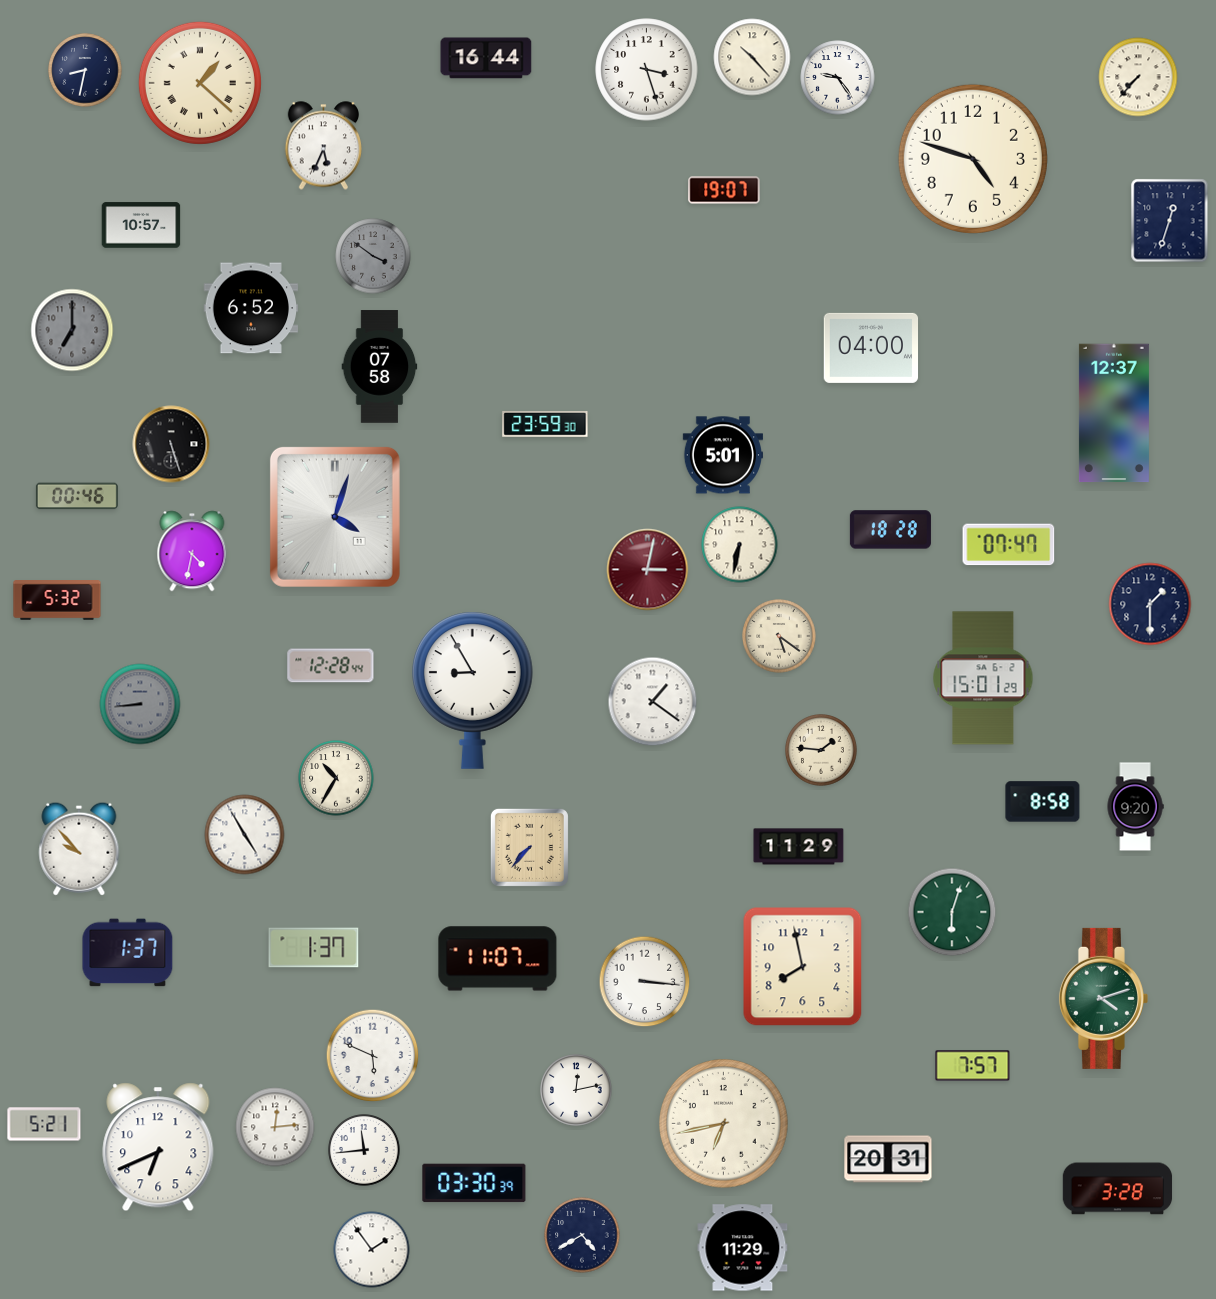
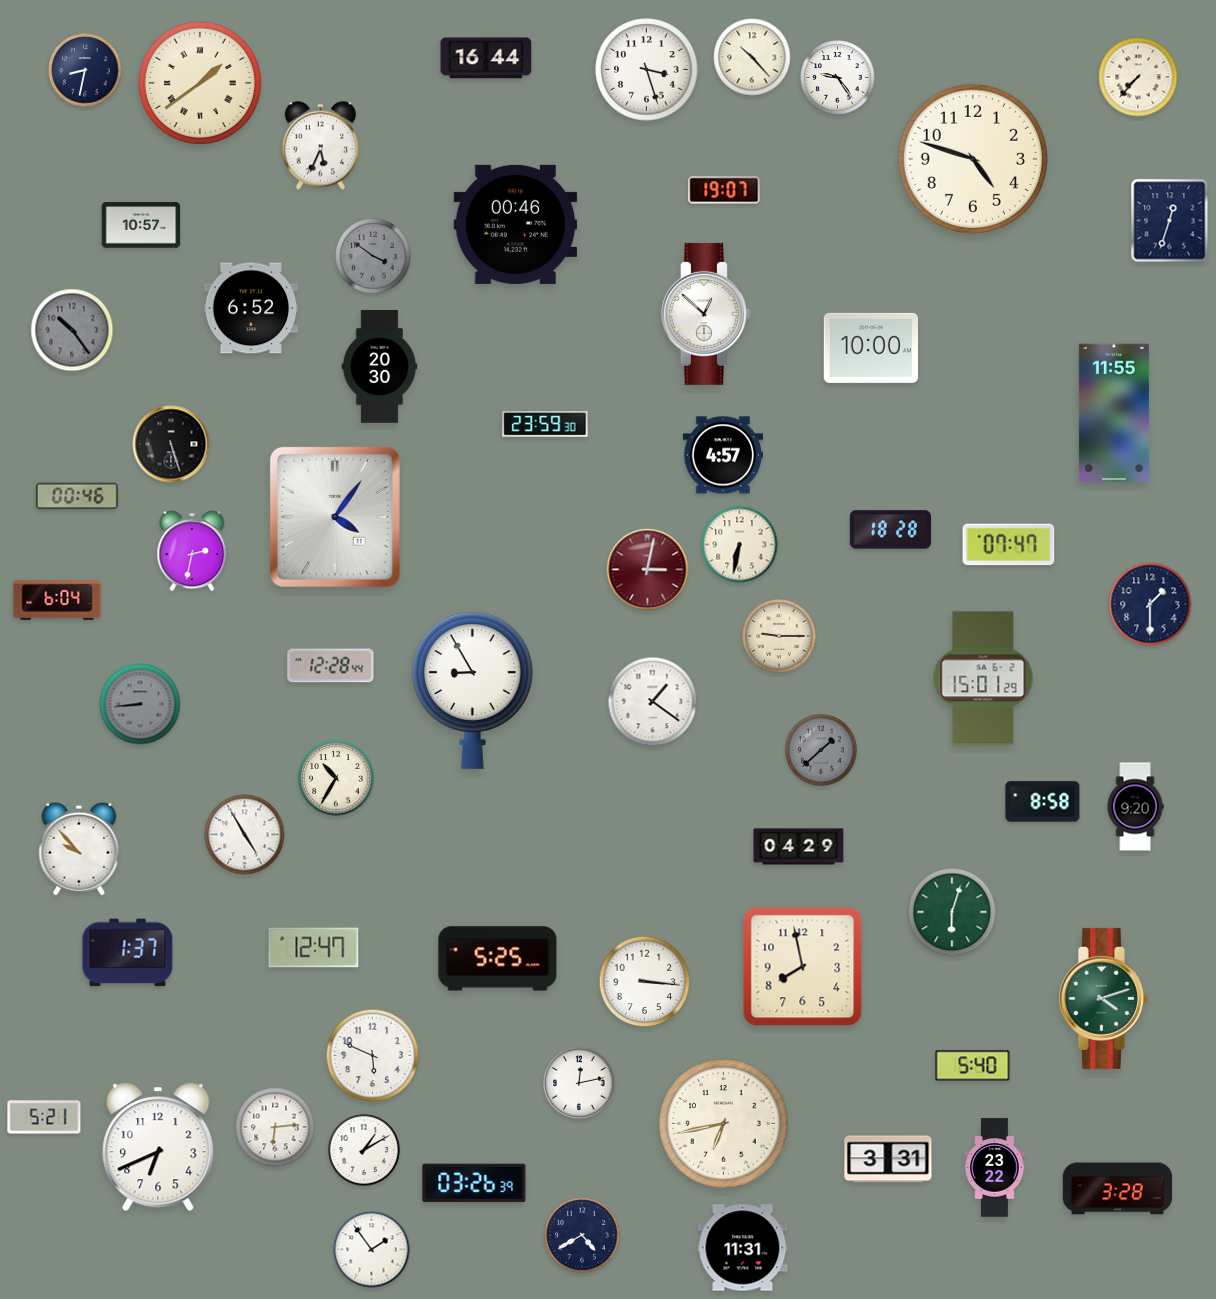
clock at (200, 83): 1:22 -> 1:39
clock at (323, 146) position: (323, 146) -> (320, 146)
clock at (516, 224): none -> 00:46
clock at (706, 314): none -> 12:52
clock at (72, 330): 7:00 -> 10:24
clock at (871, 348): 04:00 -> 10:00
clock at (380, 367): 07:58 -> 20:30
clock at (1114, 413): 12:37 -> 11:55
clock at (722, 455): 5:01 -> 4:57
clock at (335, 517): 4:03 -> 4:06
clock at (192, 551): 4:32 -> 2:32
clock at (57, 600): 5:32 -> 6:04
clock at (779, 636): 5:21 -> 9:15
clock at (821, 750): 1:46 -> 1:38
clock at (821, 750) dial: cream -> grey
clock at (529, 847): 7:37 -> none
clock at (799, 847): 11:29 -> 04:29
clock at (314, 948): 1:37 -> 12:47
clock at (498, 959): 11:07 -> 5:25
clock at (973, 1066): 7:57 -> 5:40
clock at (576, 1090) position: (576, 1090) -> (579, 1083)
clock at (44, 1124) position: (44, 1124) -> (44, 1117)
clock at (275, 1127): 12:14 -> 6:14
clock at (364, 1150): 11:44 -> 1:10
clock at (888, 1159): 20:31 -> 3:31
clock at (995, 1168): none -> 23:22
clock at (474, 1183): 03:30 -> 03:26
clock at (743, 1248): 11:29 -> 11:31
